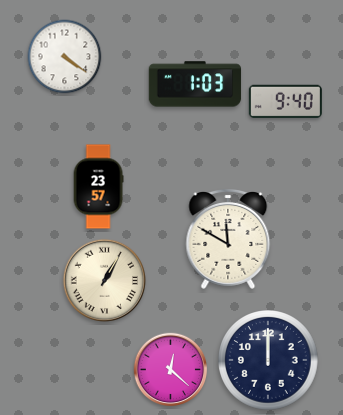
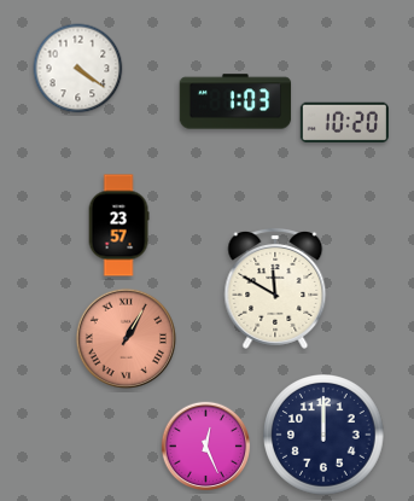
clock at (285, 101): 9:40 -> 10:20
clock at (104, 280) dial: cream -> salmon
clock at (171, 370): 12:22 -> 12:26
